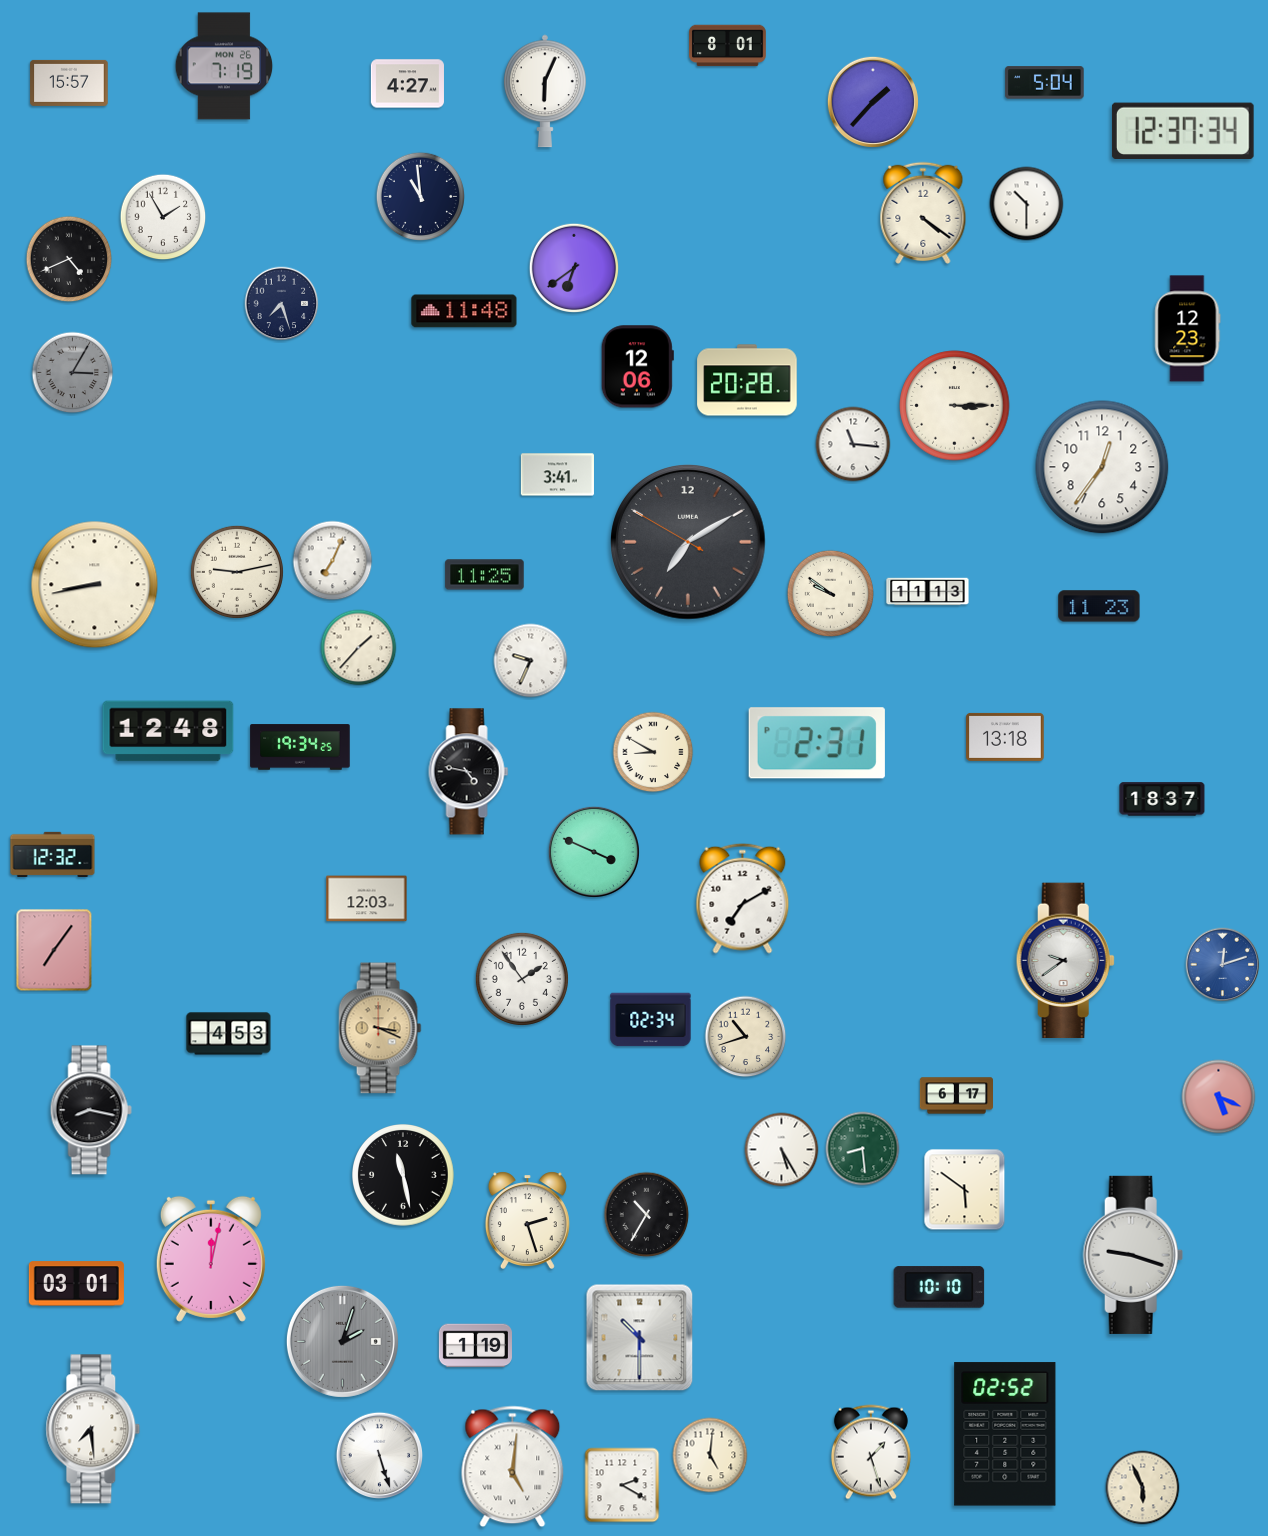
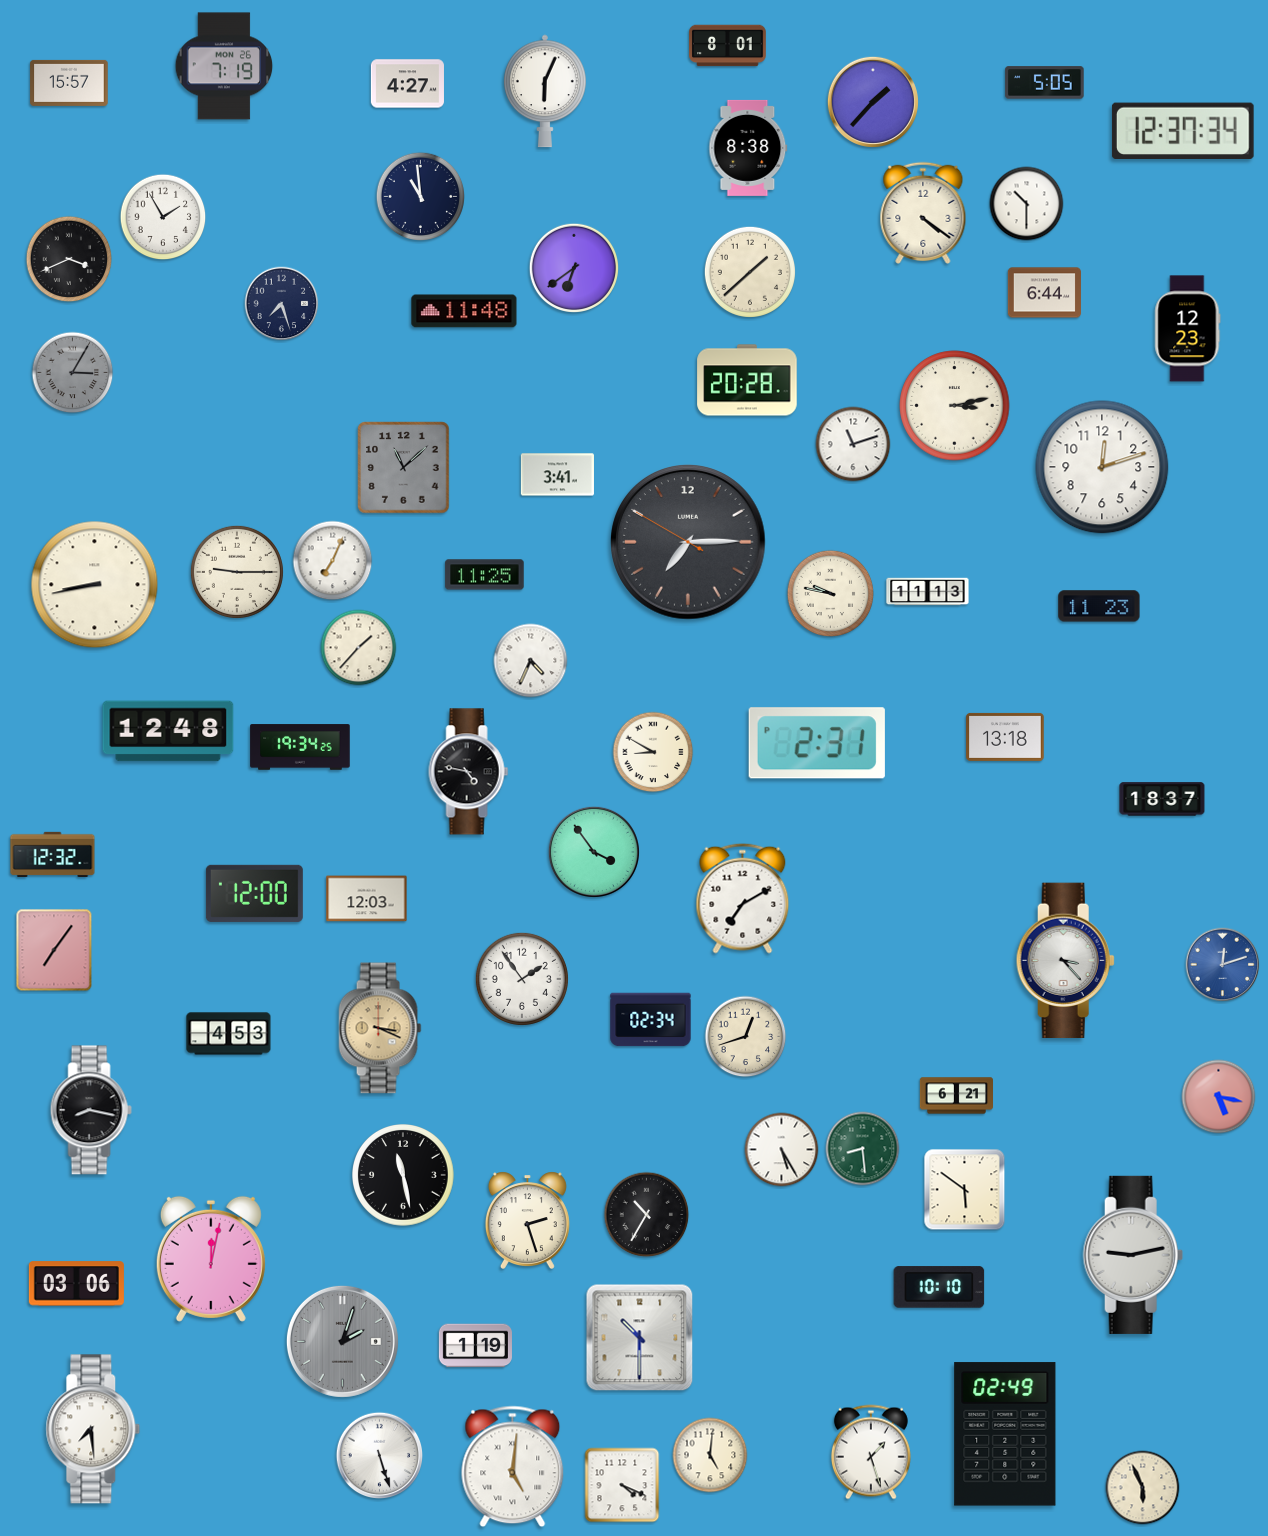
clock at (1045, 83): 5:04 -> 5:05
clock at (748, 148): none -> 8:38
clock at (69, 259): 4:41 -> 3:41
clock at (750, 272): none -> 1:38
clock at (1044, 293): none -> 6:44
clock at (637, 367): 12:06 -> none
clock at (955, 406): 3:15 -> 3:13
clock at (853, 444): 11:16 -> 11:12
clock at (1102, 467): 12:36 -> 12:12
clock at (404, 468): none -> 11:08
clock at (688, 542): 7:09 -> 7:14
clock at (237, 572): 9:13 -> 9:15
clock at (831, 594): 9:51 -> 9:47
clock at (531, 661): 9:34 -> 4:34
clock at (594, 852): 3:49 -> 3:54
clock at (254, 893): none -> 12:00
clock at (1065, 961): 9:39 -> 3:23
clock at (746, 1037): 10:42 -> 12:42
clock at (956, 1096): 6:17 -> 6:21
clock at (1219, 1097): 5:19 -> 5:17
clock at (1133, 1255): 9:18 -> 9:13
clock at (76, 1284): 03:01 -> 03:06
clock at (1005, 1434): 02:52 -> 02:49
clock at (622, 1485): 2:20 -> 4:19
